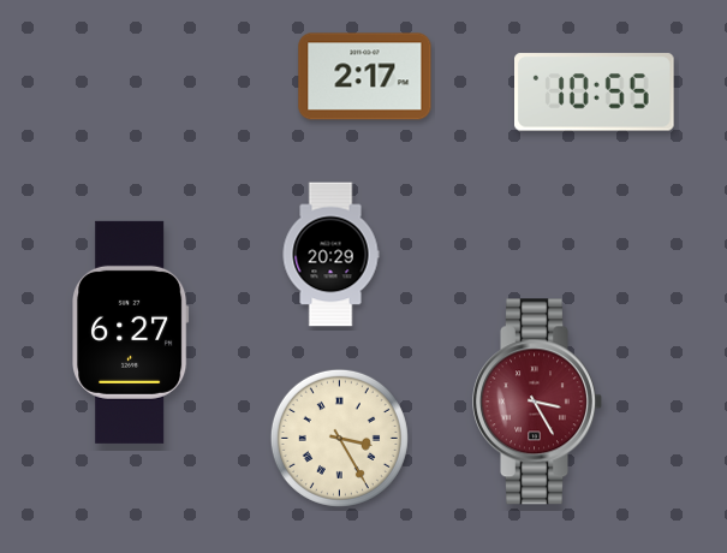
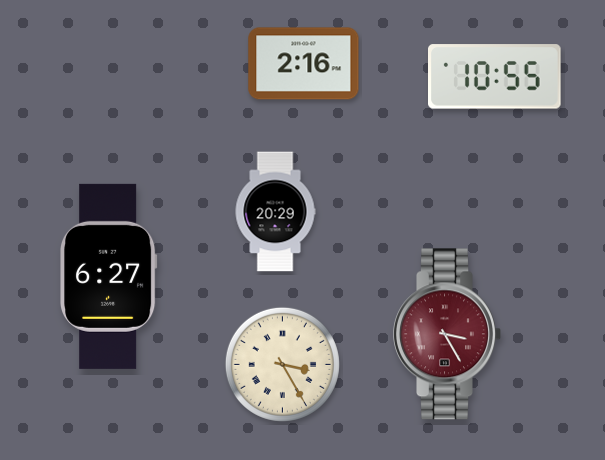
clock at (365, 77): 2:17 -> 2:16
